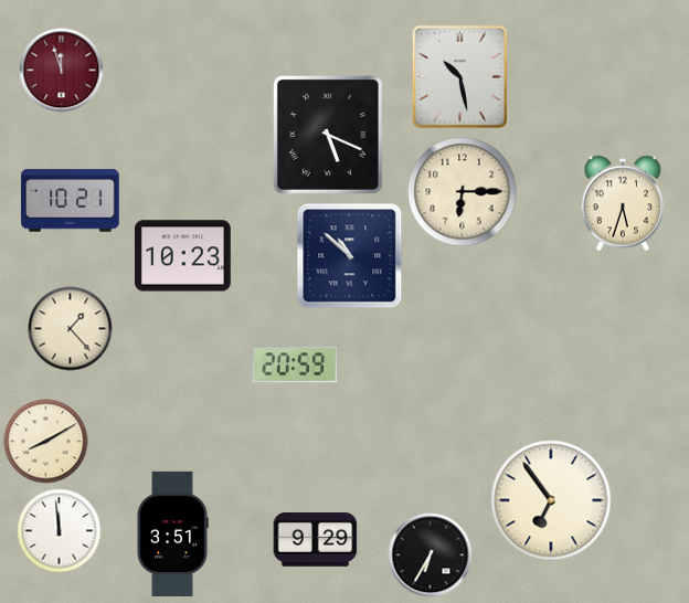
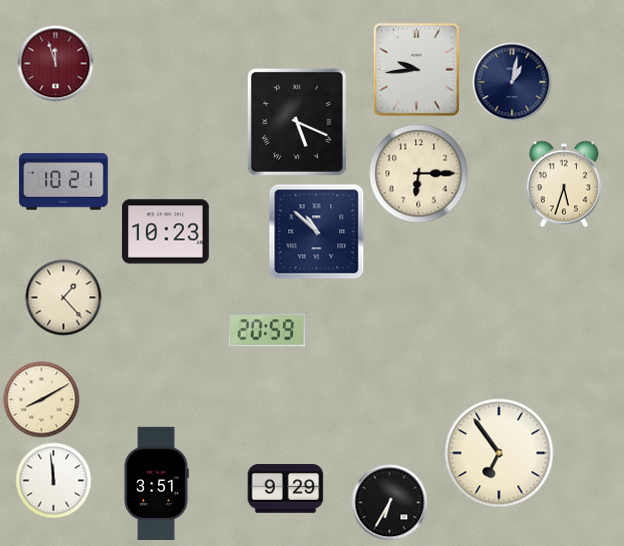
clock at (459, 76): 10:28 -> 9:44
clock at (512, 82): none -> 1:02
